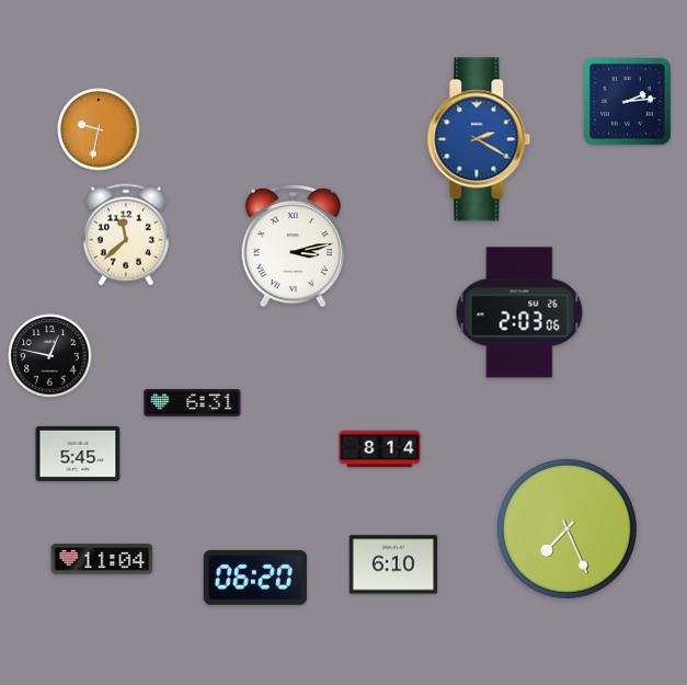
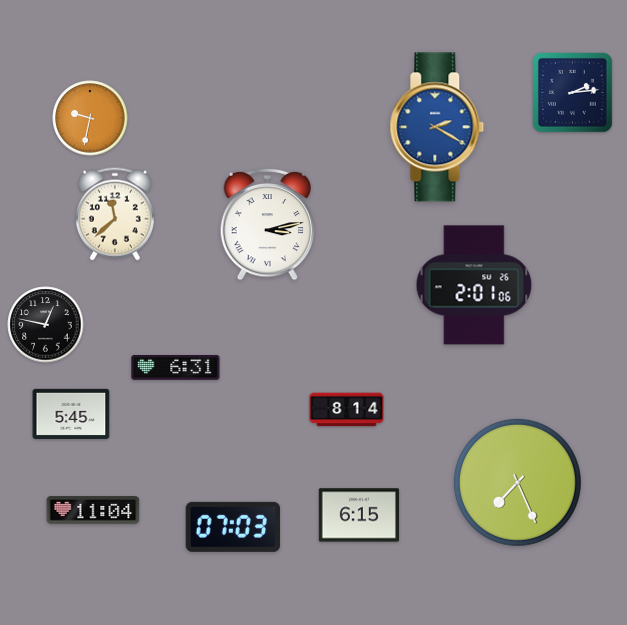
clock at (519, 312): 2:03 -> 2:01
clock at (393, 564): 6:10 -> 6:15
clock at (255, 578): 06:20 -> 07:03
